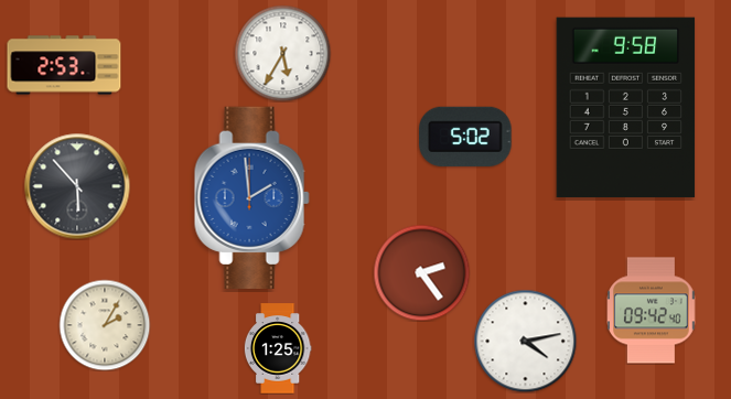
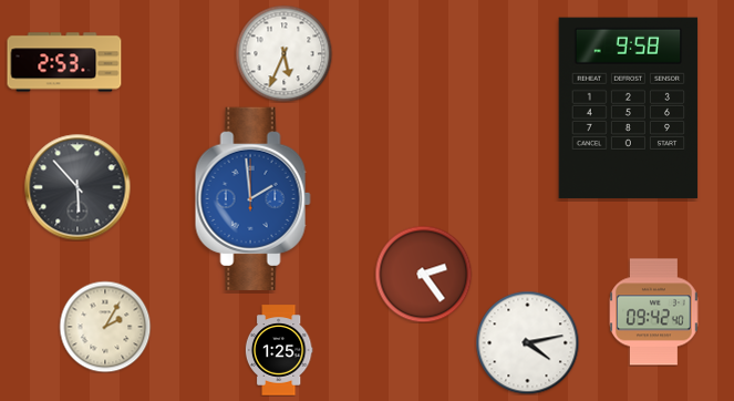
clock at (282, 53): 5:35 -> 5:34
clock at (64, 65) position: (64, 65) -> (64, 62)
clock at (465, 137): 5:02 -> none
